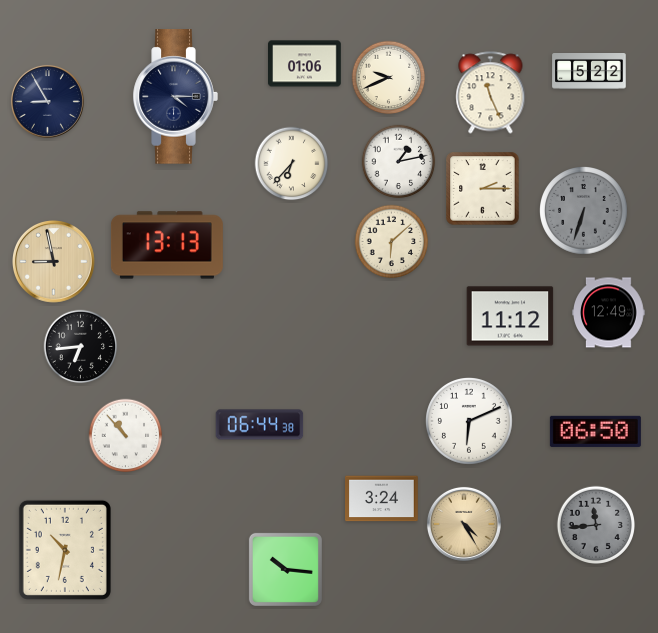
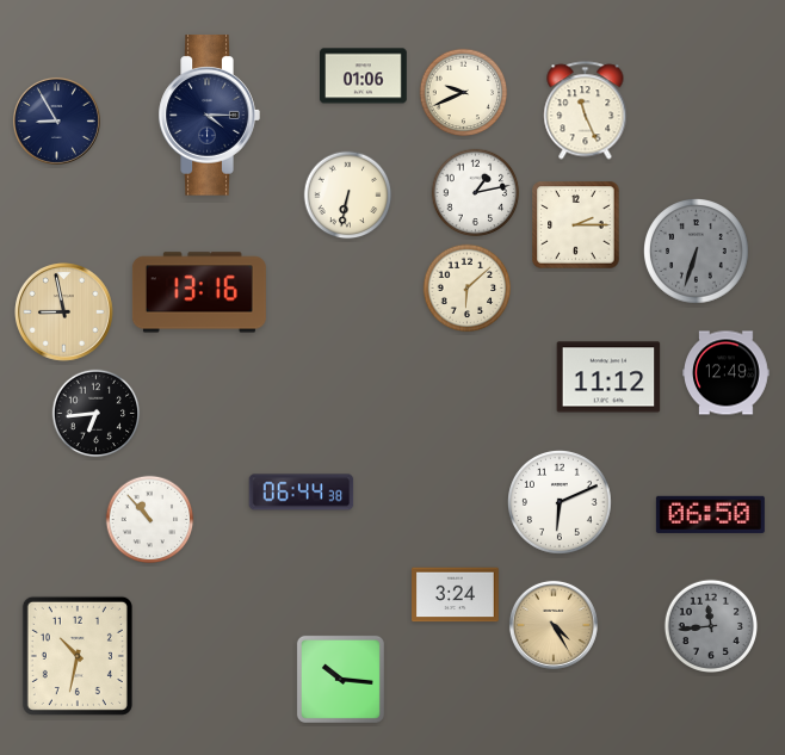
clock at (589, 72): 5:22 -> none
clock at (292, 164): 6:37 -> 6:32
clock at (167, 245): 13:13 -> 13:16
clock at (260, 425) position: (260, 425) -> (302, 493)
